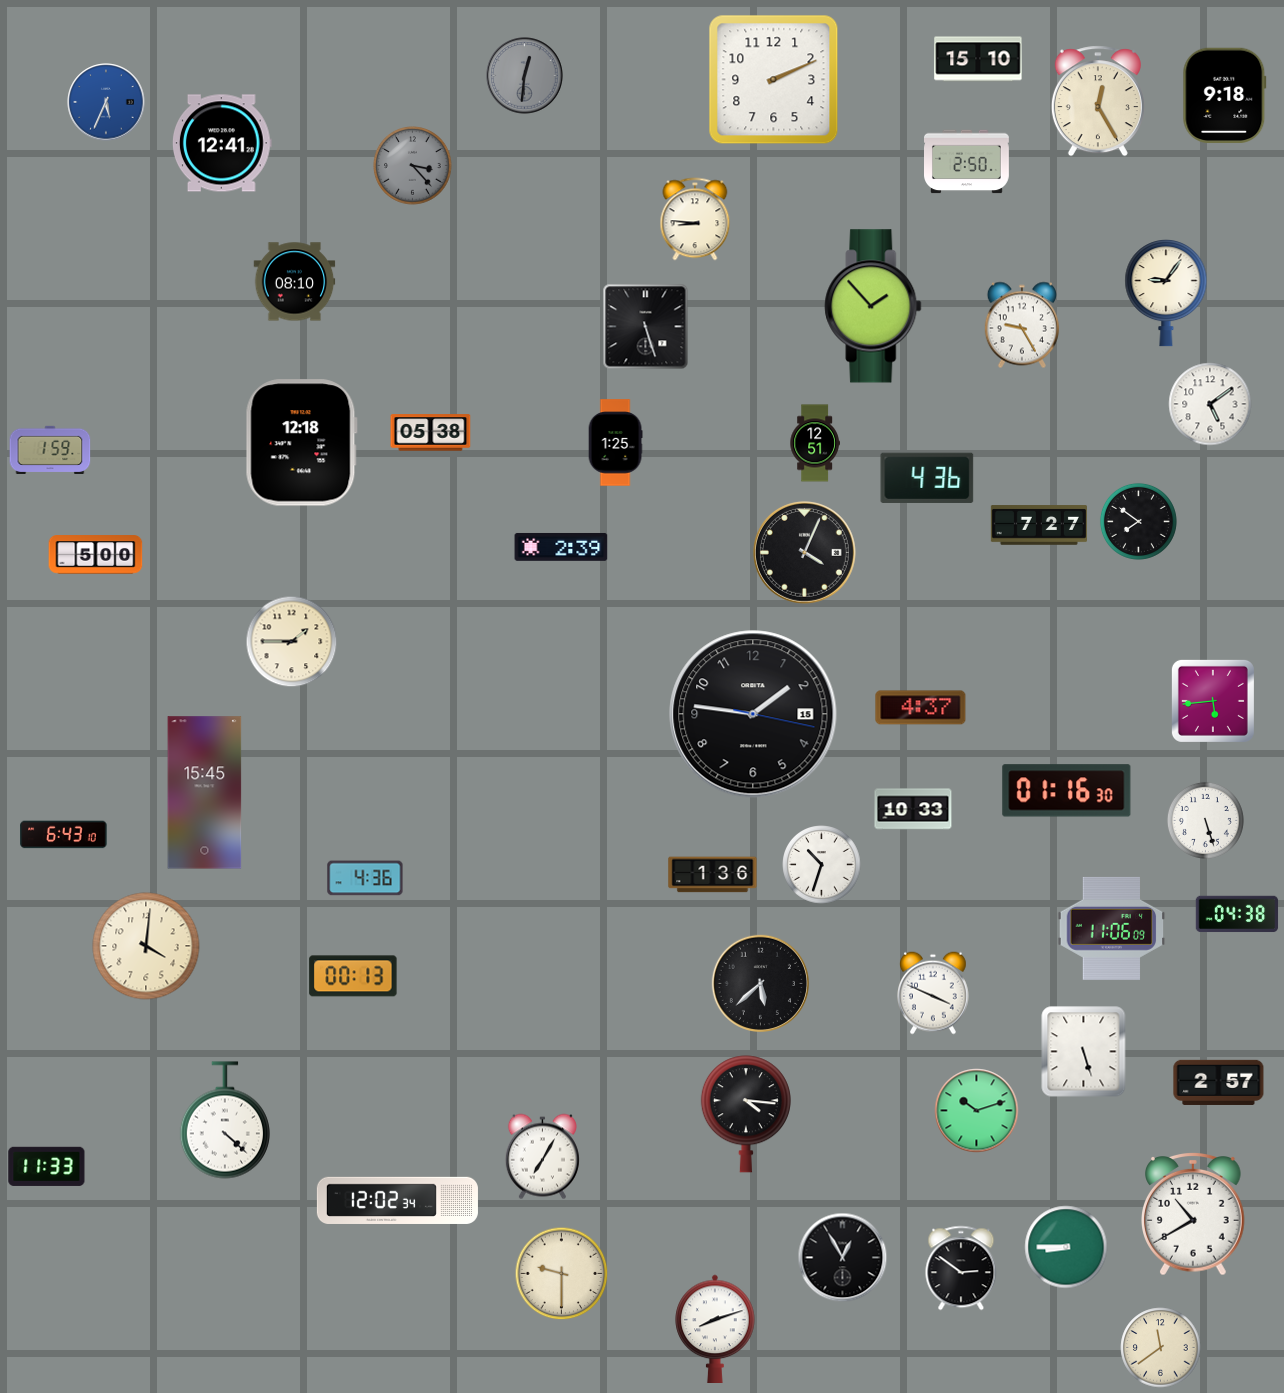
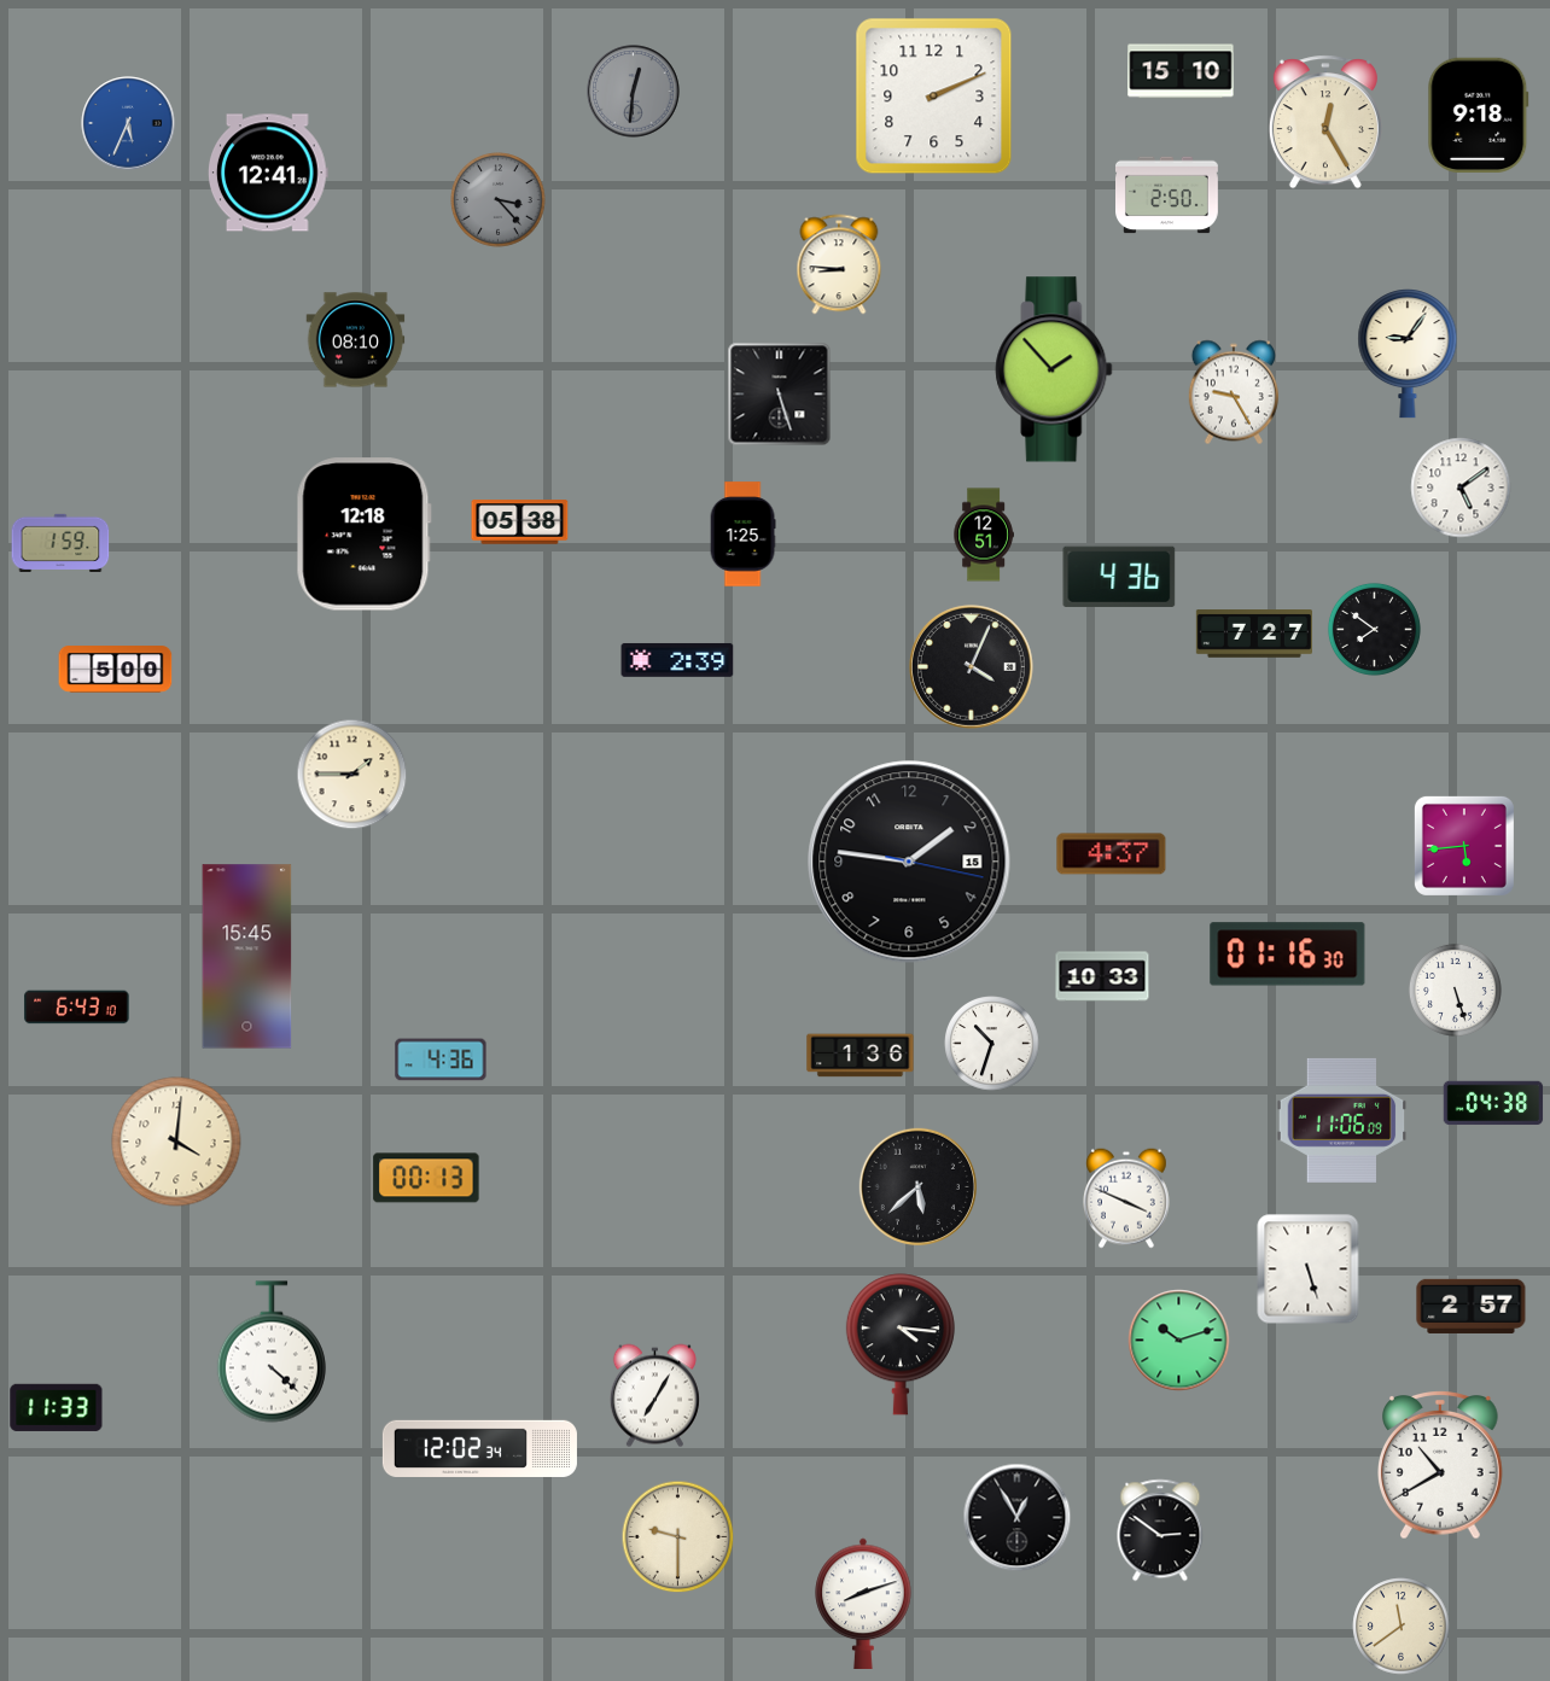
clock at (1066, 1247): 8:45 -> none
